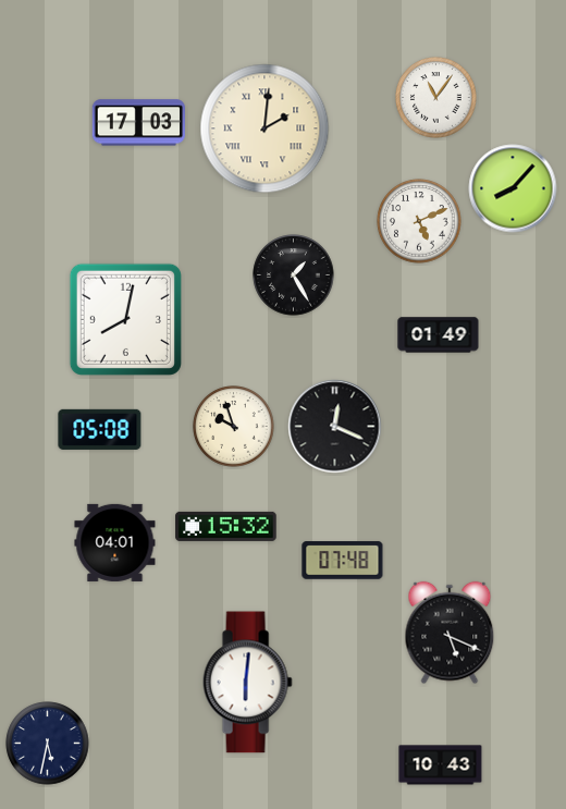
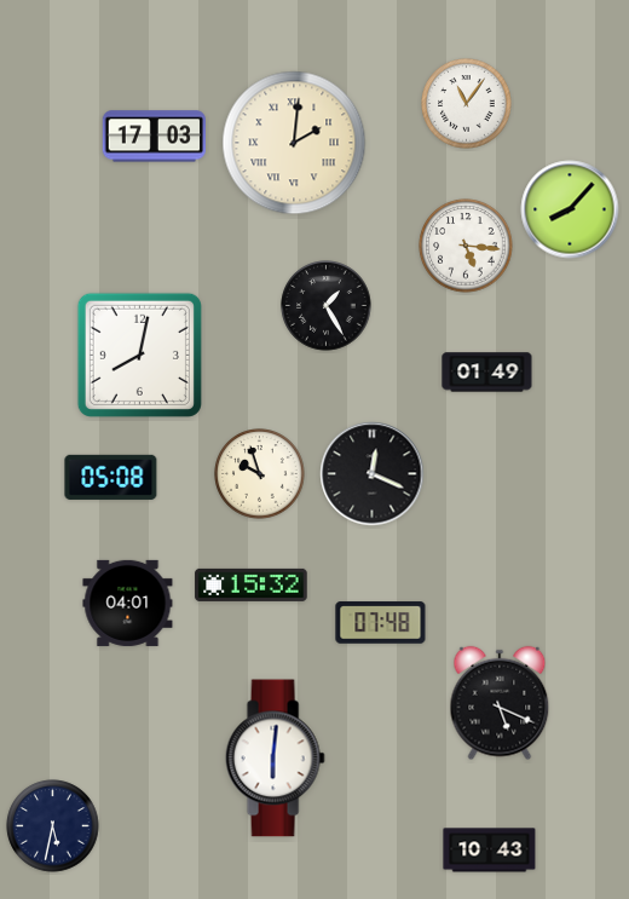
clock at (436, 98) position: (436, 98) -> (467, 104)
clock at (419, 221): 5:11 -> 5:16
